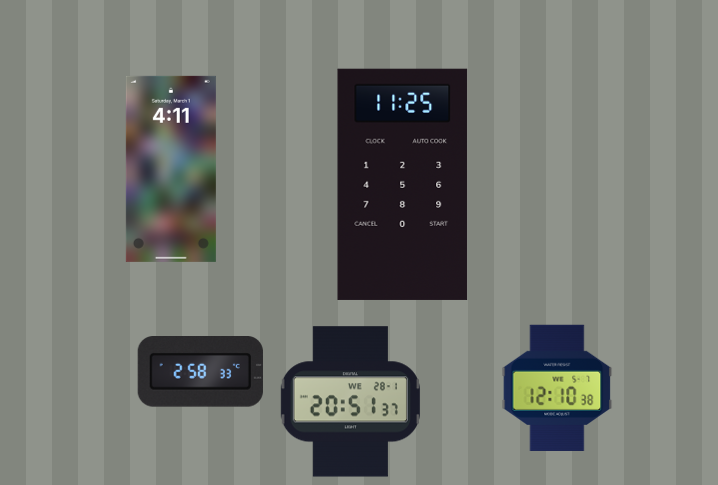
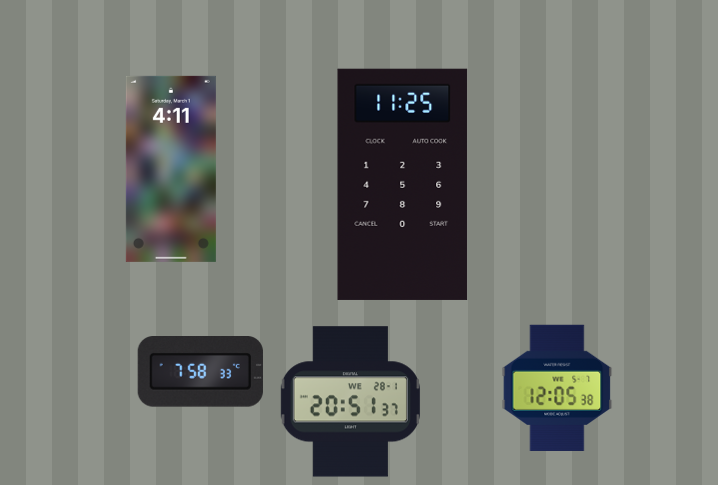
clock at (200, 372): 2:58 -> 7:58
clock at (557, 388): 12:10 -> 12:05
